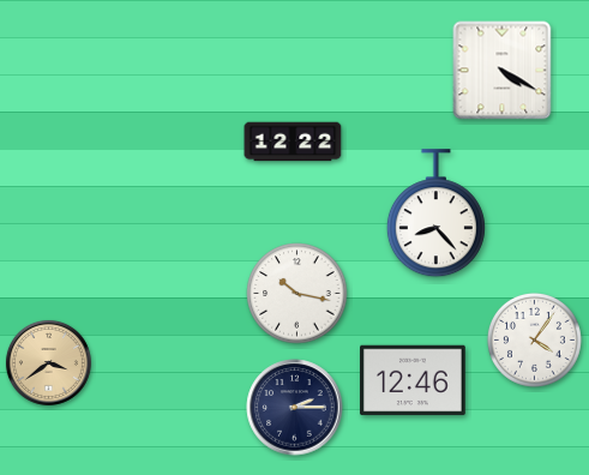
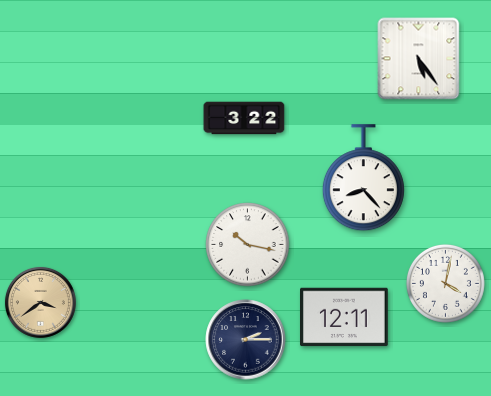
clock at (503, 71): 4:20 -> 5:24
clock at (293, 142): 12:22 -> 3:22
clock at (534, 339): 4:06 -> 4:02
clock at (414, 380): 12:46 -> 12:11
